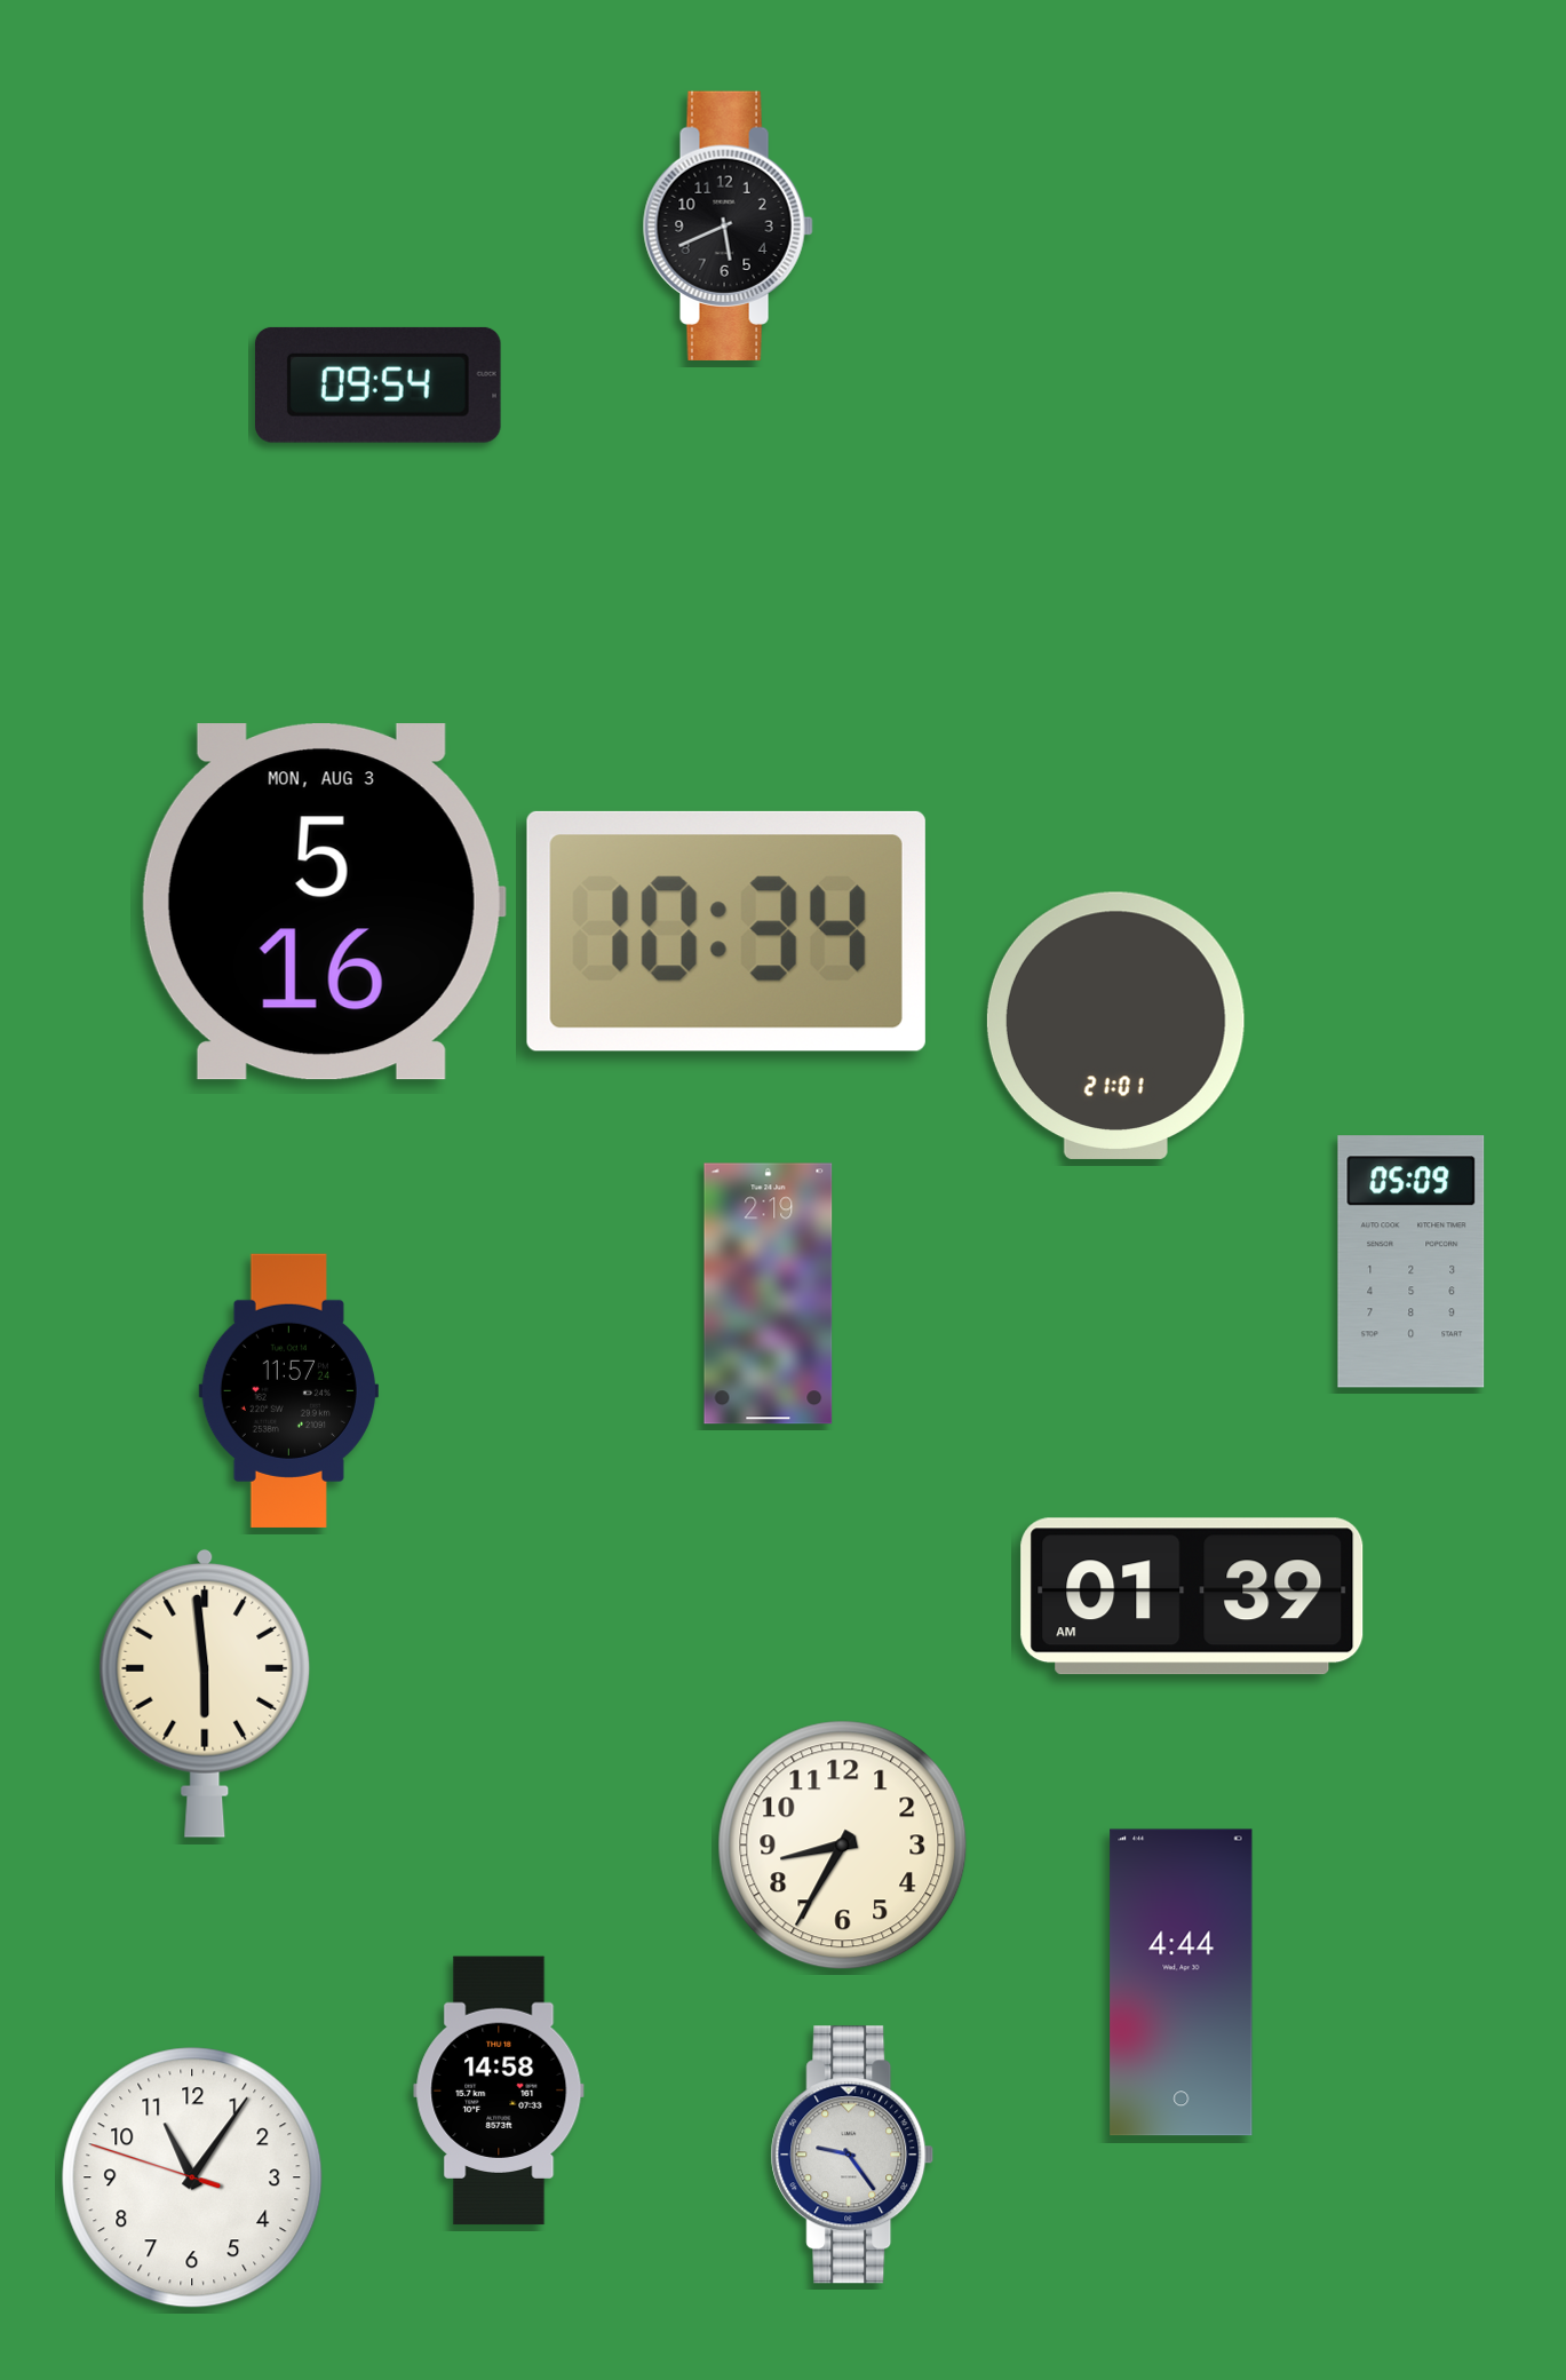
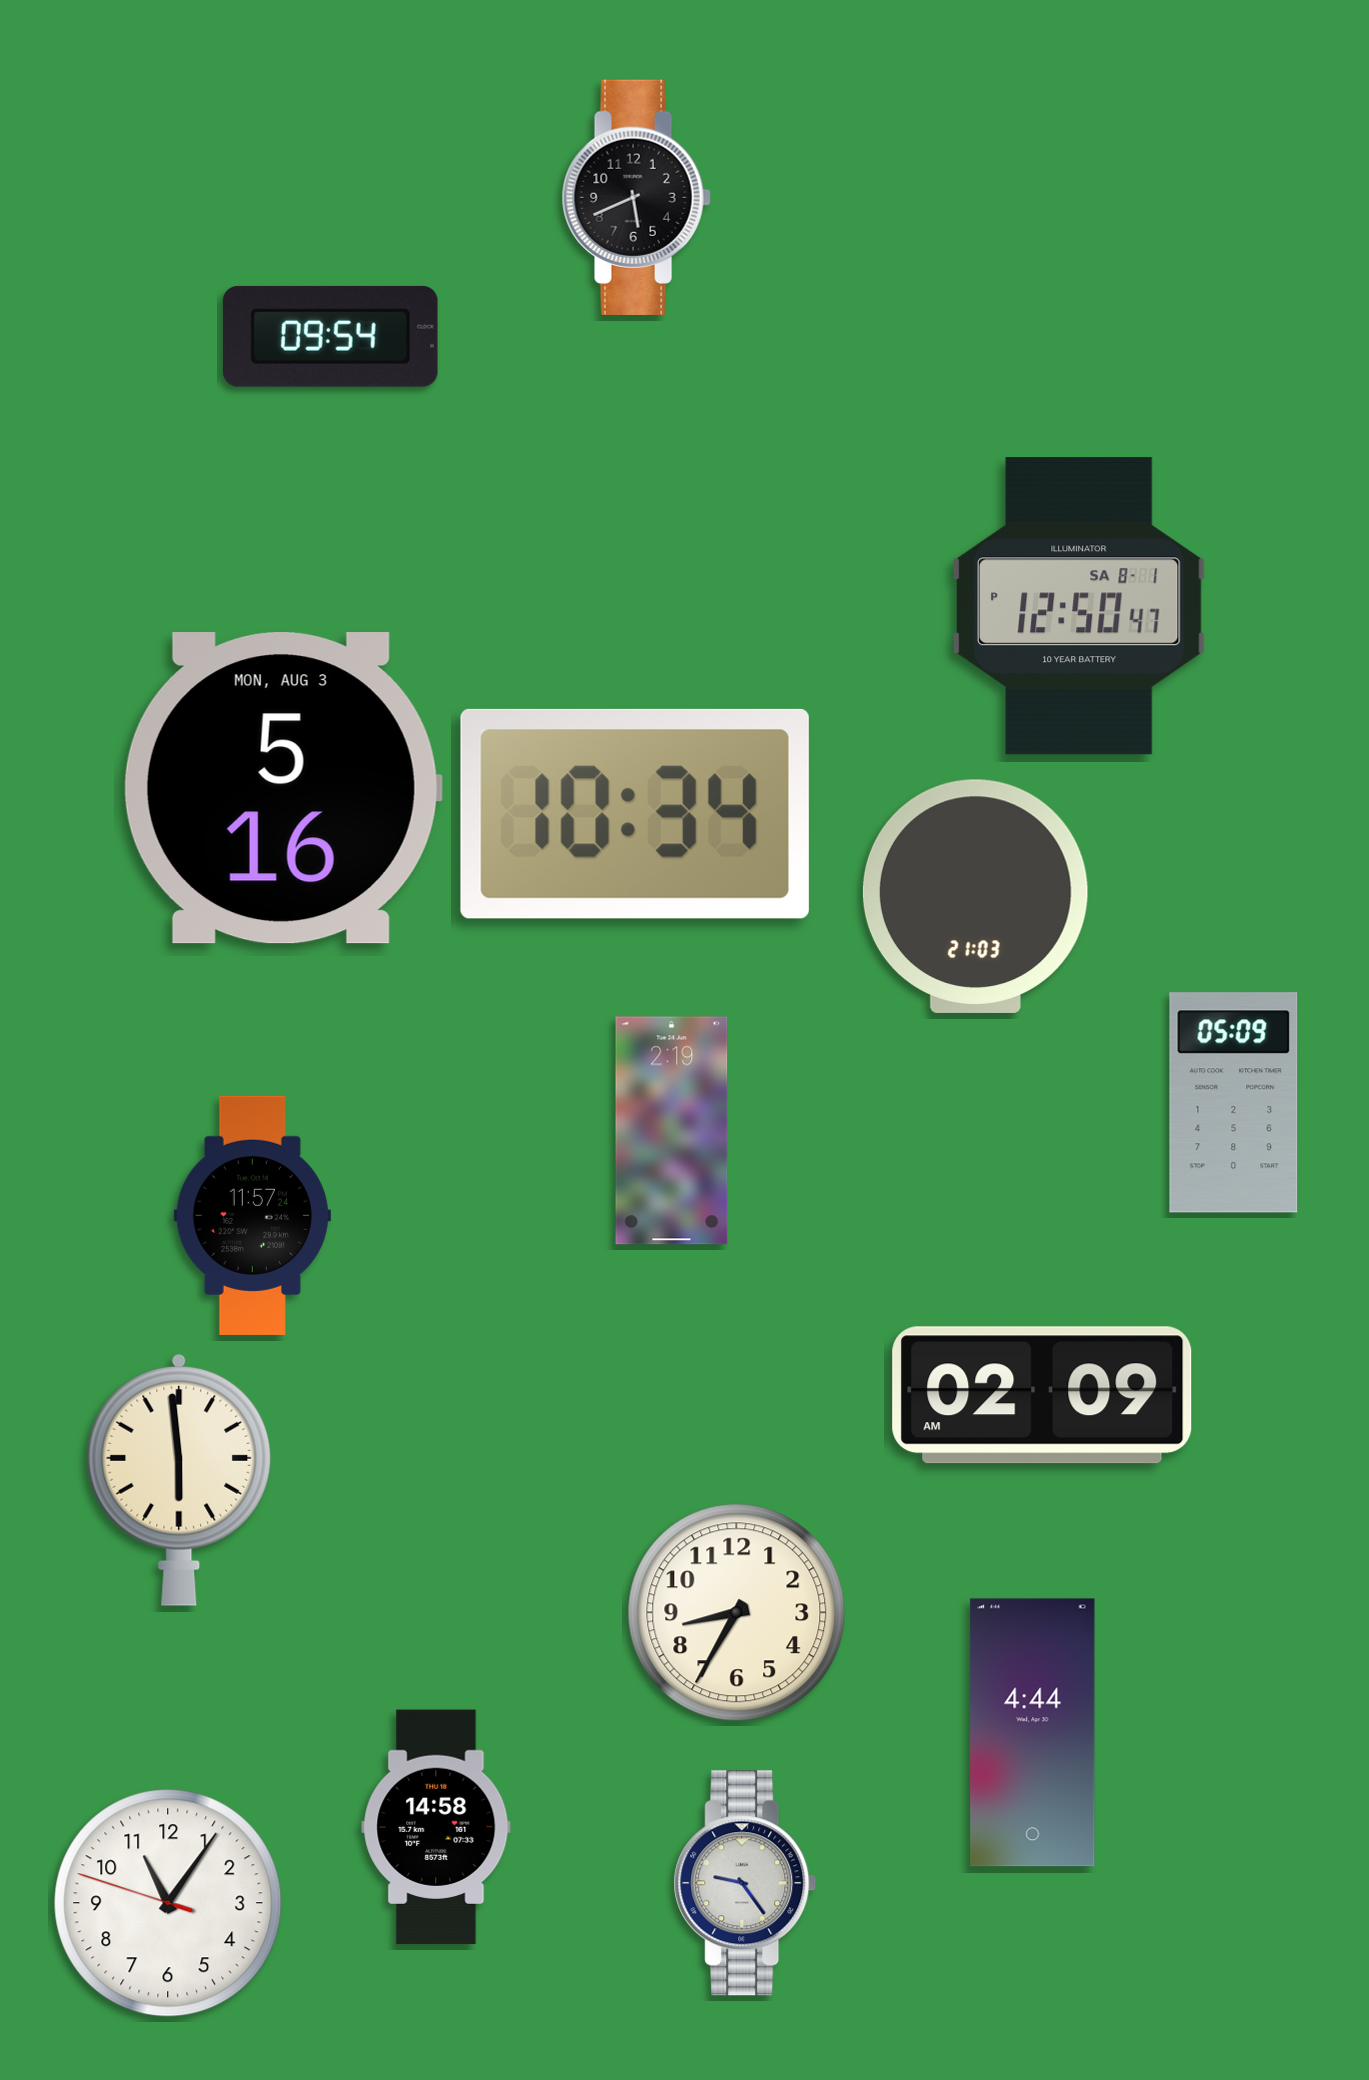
clock at (1080, 606): none -> 12:50
clock at (1115, 1025): 21:01 -> 21:03
clock at (1192, 1596): 01:39 -> 02:09
